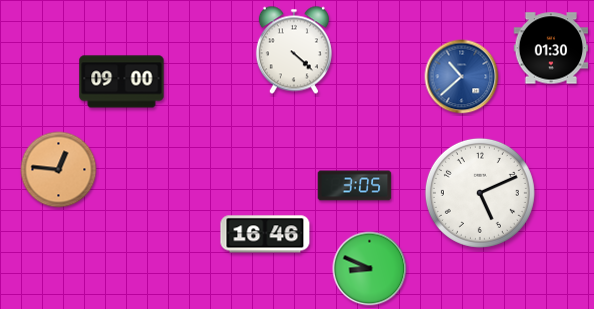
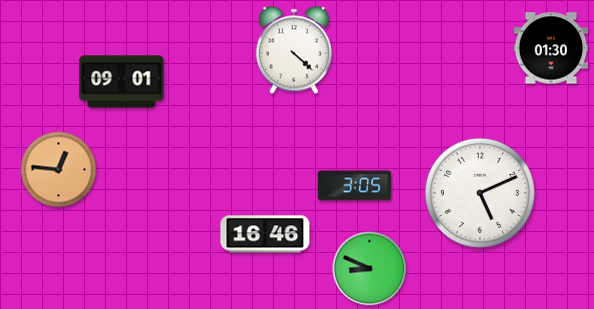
clock at (462, 77): 10:38 -> none
clock at (122, 82): 09:00 -> 09:01
